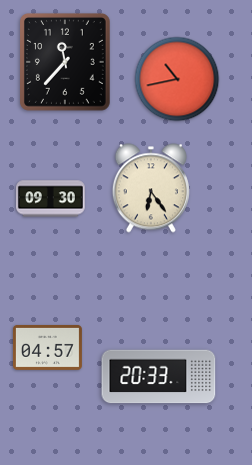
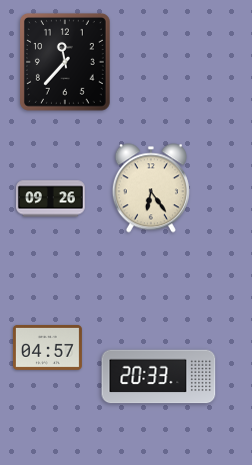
clock at (177, 79): 10:43 -> none
clock at (50, 199): 09:30 -> 09:26
